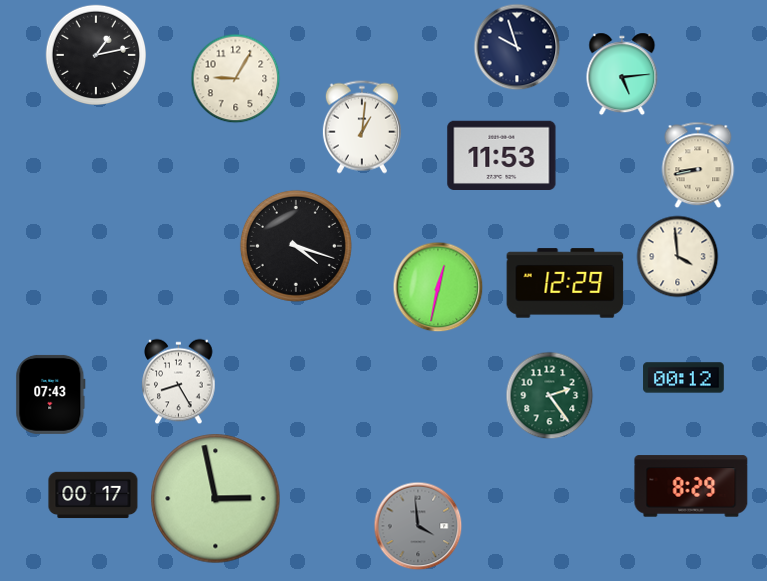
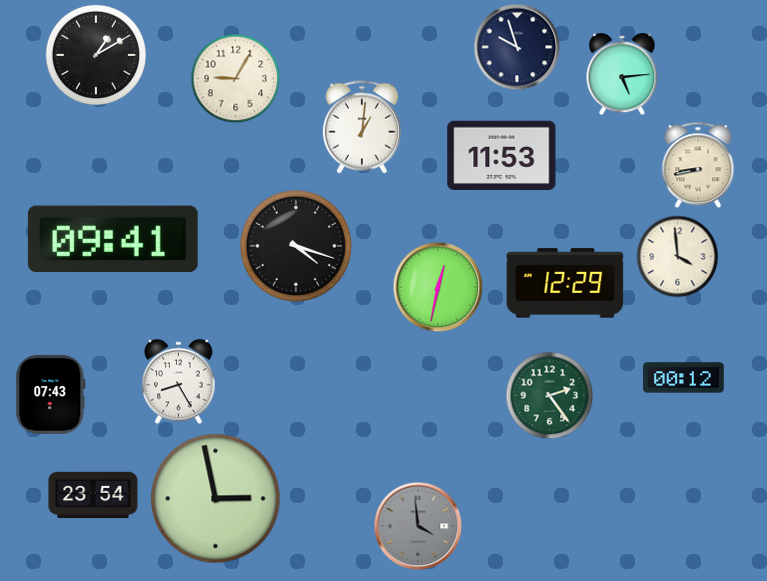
clock at (95, 54): 1:13 -> 1:10
clock at (113, 238): none -> 09:41
clock at (691, 486): 8:29 -> none
clock at (93, 495): 00:17 -> 23:54
